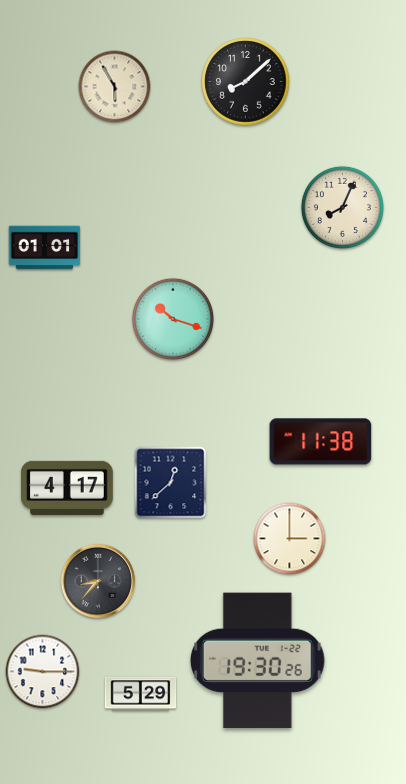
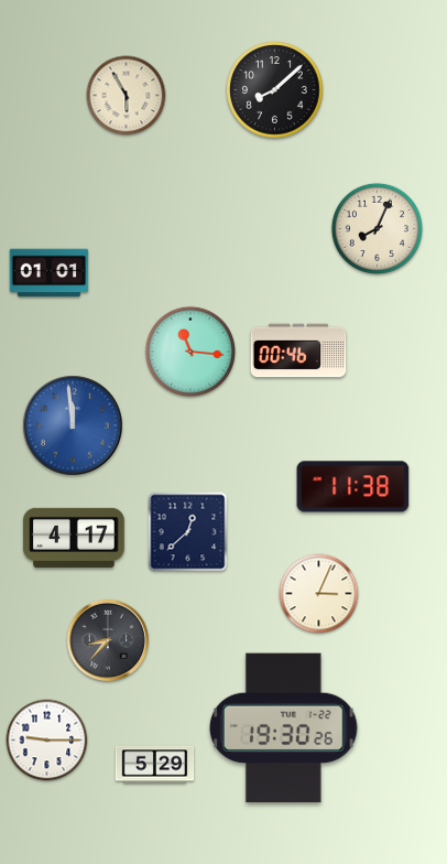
clock at (246, 82) position: (246, 82) -> (275, 90)
clock at (298, 350): none -> 00:46
clock at (173, 319): 10:18 -> 11:16
clock at (73, 425): none -> 11:59
clock at (290, 539): 3:00 -> 3:04
